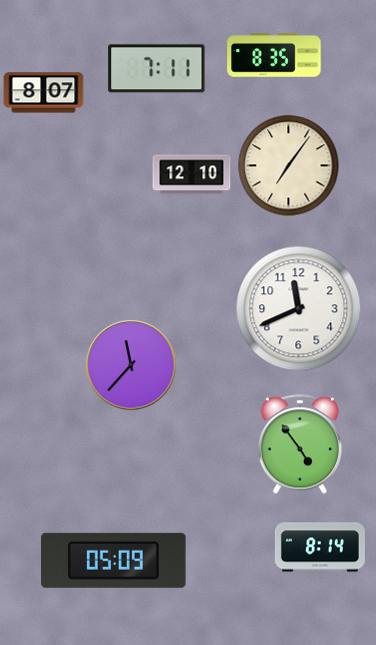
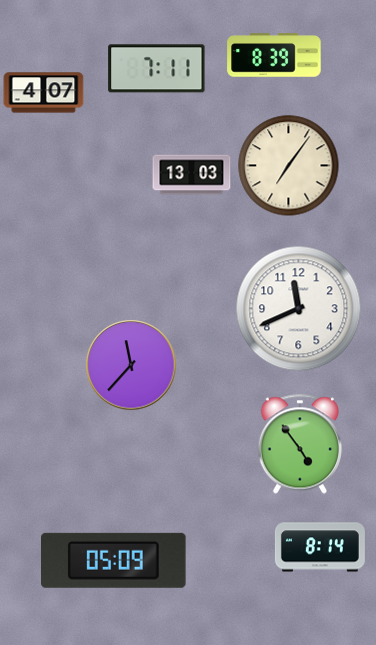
clock at (274, 55): 8:35 -> 8:39
clock at (44, 93): 8:07 -> 4:07
clock at (192, 175): 12:10 -> 13:03
